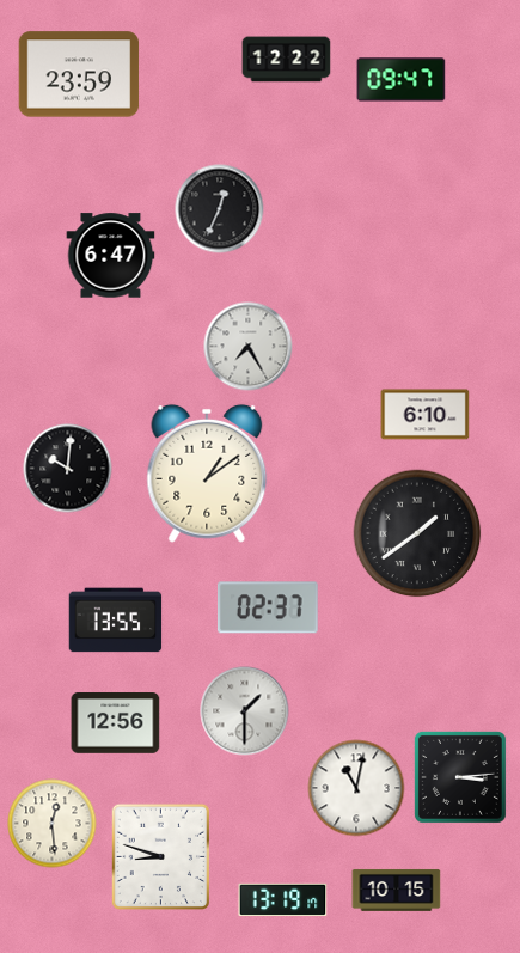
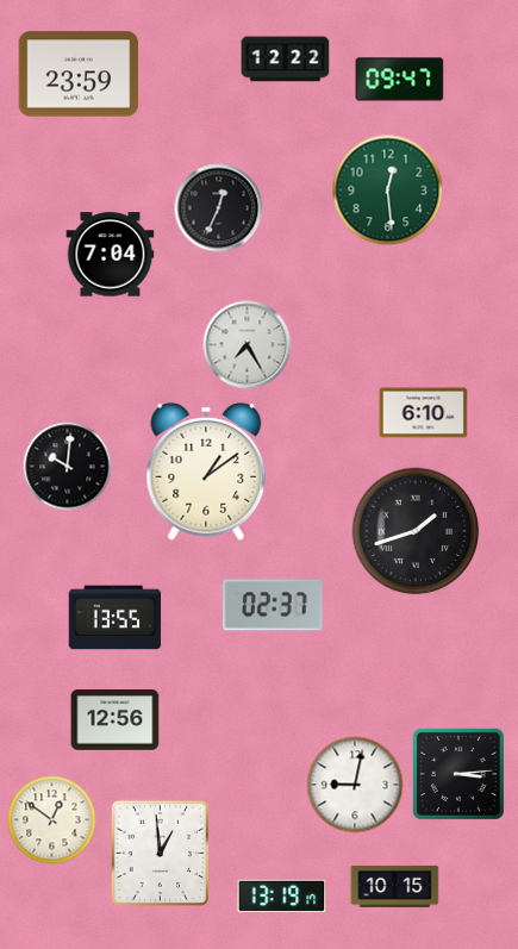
clock at (388, 191): none -> 12:29
clock at (111, 256): 6:47 -> 7:04
clock at (417, 533): 1:39 -> 1:42
clock at (268, 607) position: (268, 607) -> (273, 605)
clock at (245, 711): 1:30 -> none
clock at (356, 788): 11:02 -> 9:02
clock at (53, 824): 12:29 -> 12:51
clock at (160, 856): 8:48 -> 12:59
